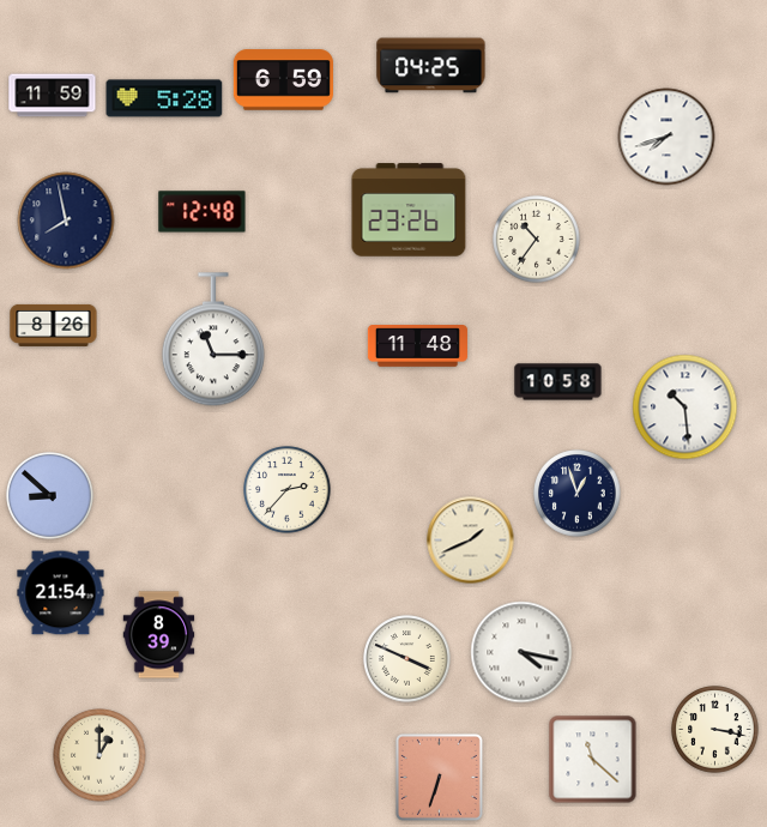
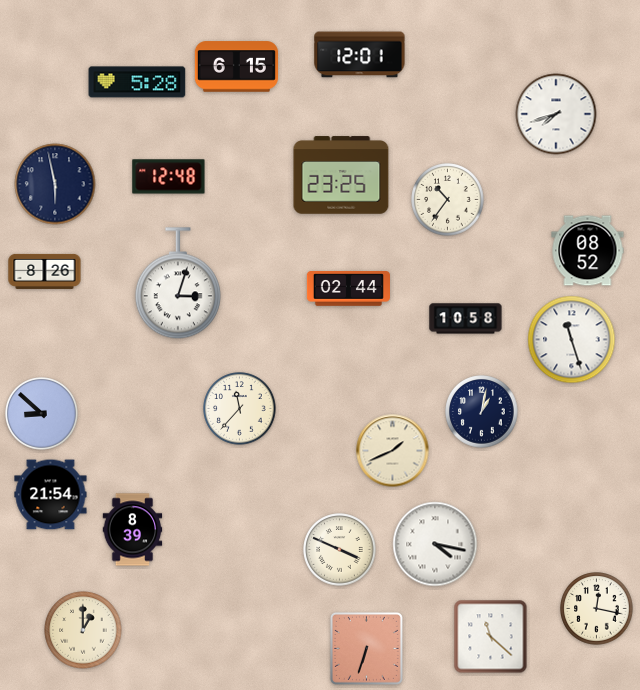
clock at (431, 66): 04:25 -> 12:01
clock at (283, 80): 6:59 -> 6:15
clock at (53, 96): 11:59 -> none
clock at (409, 210): 23:26 -> 23:25
clock at (66, 221): 7:58 -> 5:58
clock at (588, 251): none -> 08:52
clock at (213, 340): 11:15 -> 3:03
clock at (417, 346): 11:48 -> 02:44
clock at (686, 408): 10:29 -> 11:27
clock at (288, 490): 2:37 -> 11:37
clock at (578, 494): 12:57 -> 1:02
clock at (715, 730): 3:17 -> 12:17
clock at (593, 760) position: (593, 760) -> (491, 637)
